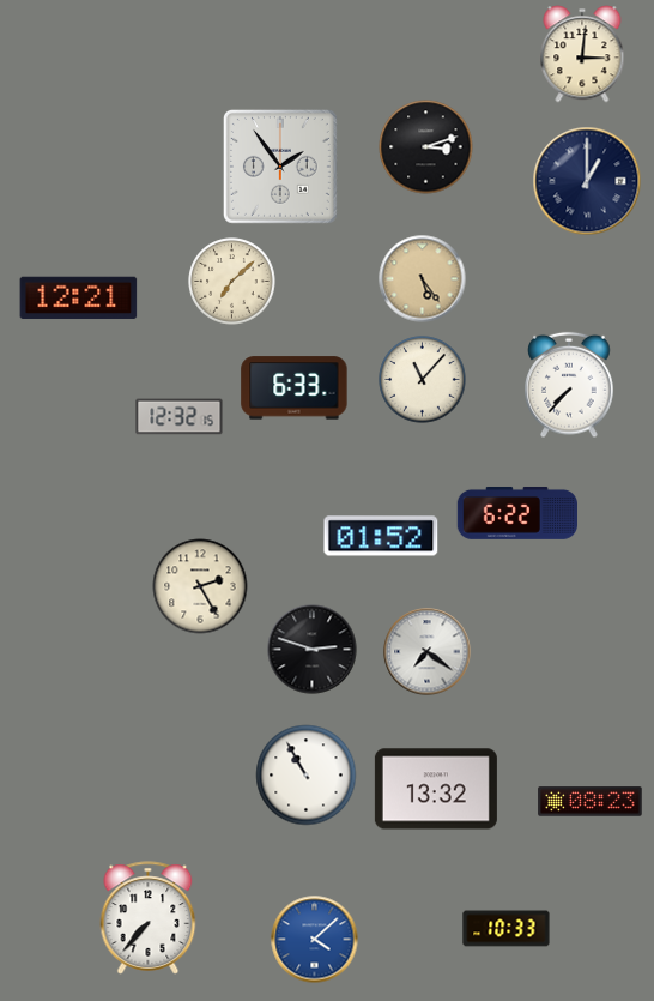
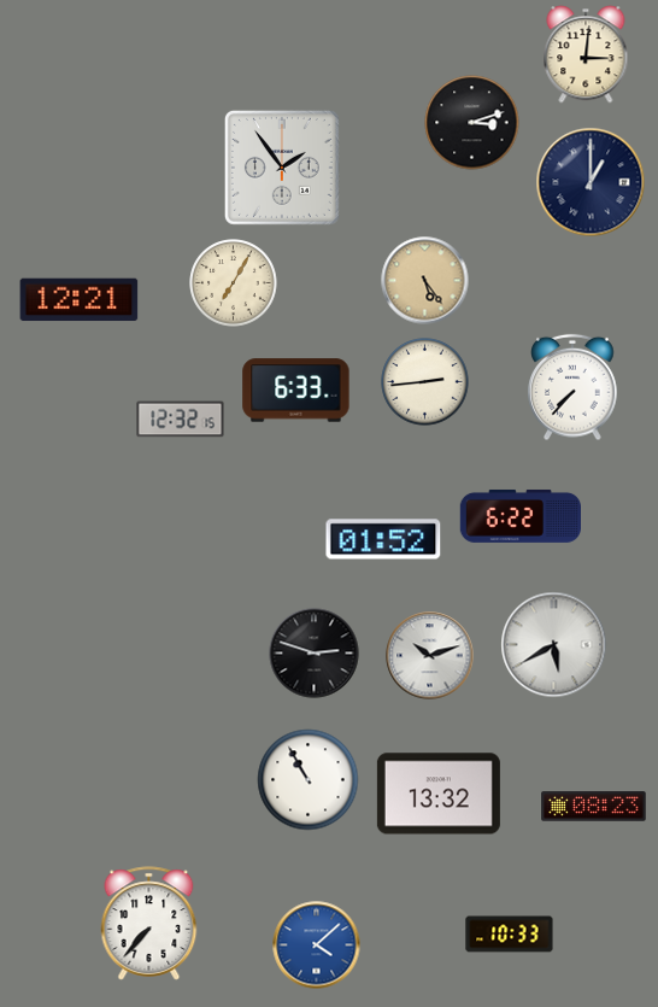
clock at (426, 147) position: (426, 147) -> (472, 123)
clock at (232, 282): 7:08 -> 7:05
clock at (423, 380): 11:07 -> 2:44
clock at (200, 586): 2:25 -> none
clock at (554, 645): none -> 5:40
clock at (428, 652): 7:21 -> 10:12
